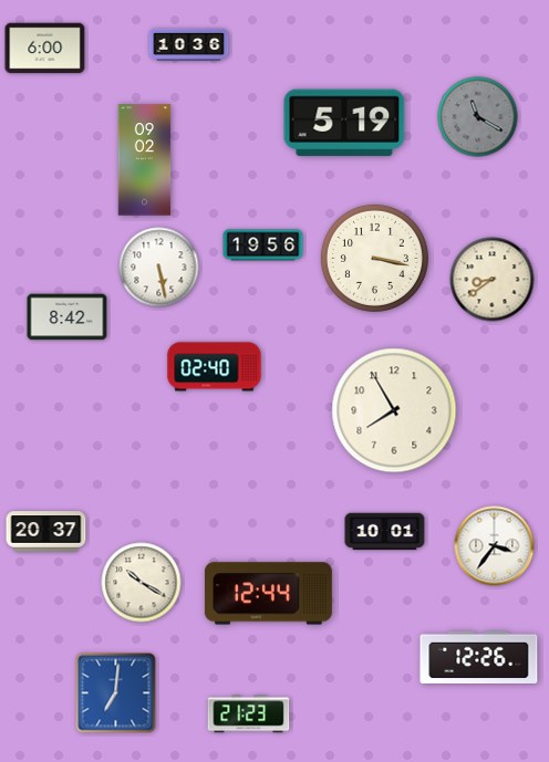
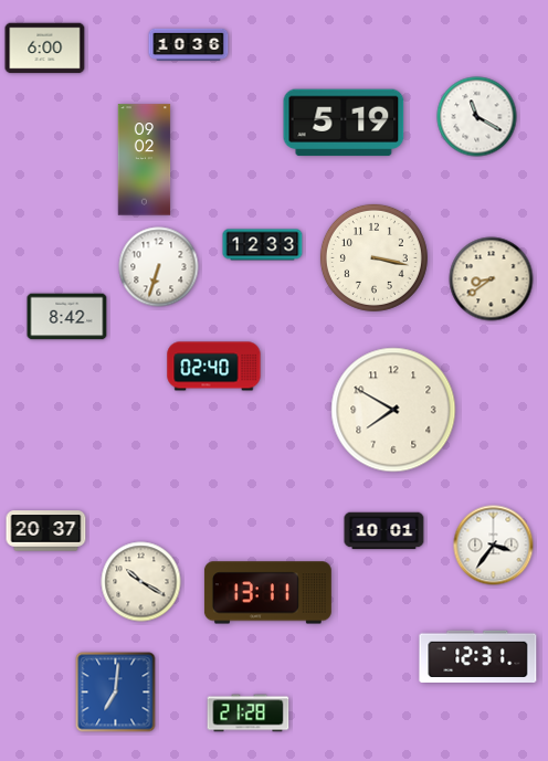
clock at (478, 117) dial: grey -> white
clock at (263, 246): 19:56 -> 12:33
clock at (159, 268): 5:28 -> 6:33
clock at (394, 410): 7:55 -> 7:50
clock at (268, 594): 12:44 -> 13:11
clock at (479, 657): 12:26 -> 12:31
clock at (249, 714): 21:23 -> 21:28
